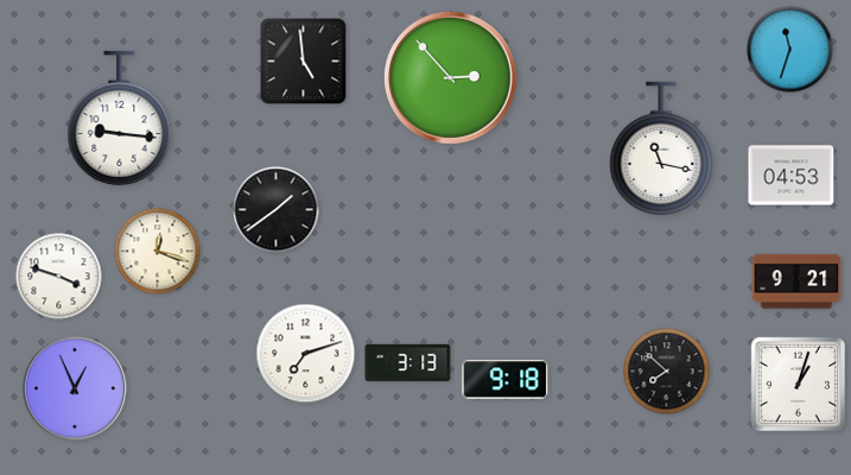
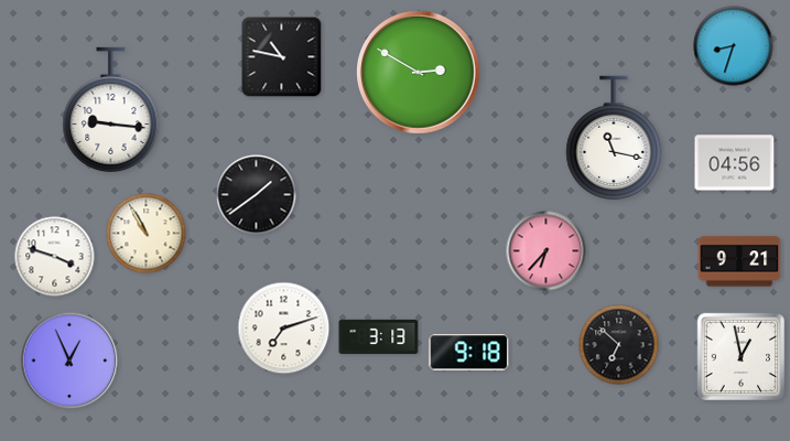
clock at (790, 50): 11:33 -> 8:33
clock at (304, 62): 4:59 -> 10:47
clock at (451, 78): 2:53 -> 2:50
clock at (792, 176): 04:53 -> 04:56
clock at (158, 252): 12:18 -> 10:55
clock at (546, 251): none -> 6:37
clock at (667, 372): 7:52 -> 6:52
clock at (799, 385): 1:03 -> 12:58
